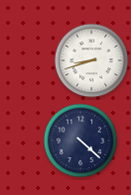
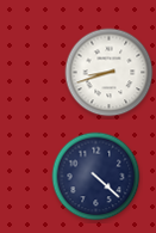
clock at (81, 141) position: (81, 141) -> (96, 177)
